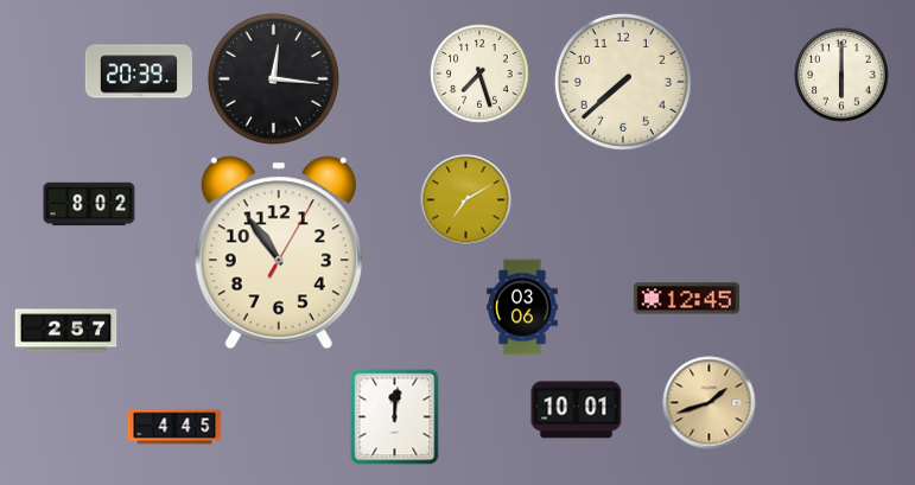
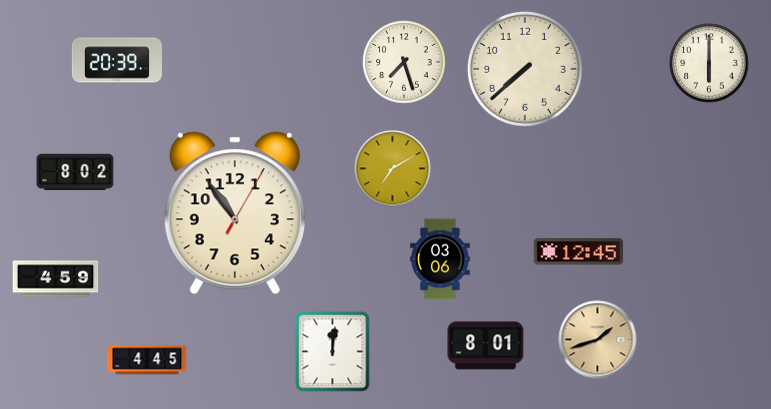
clock at (273, 78): 12:16 -> none
clock at (66, 331): 2:57 -> 4:59
clock at (577, 410): 10:01 -> 8:01
